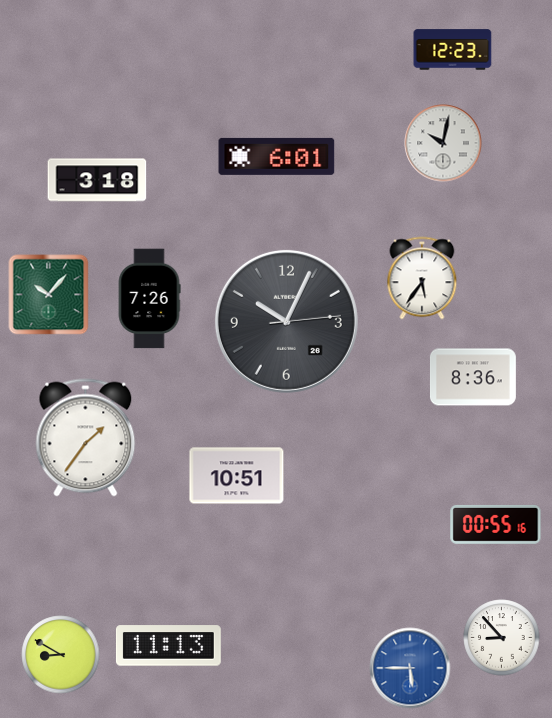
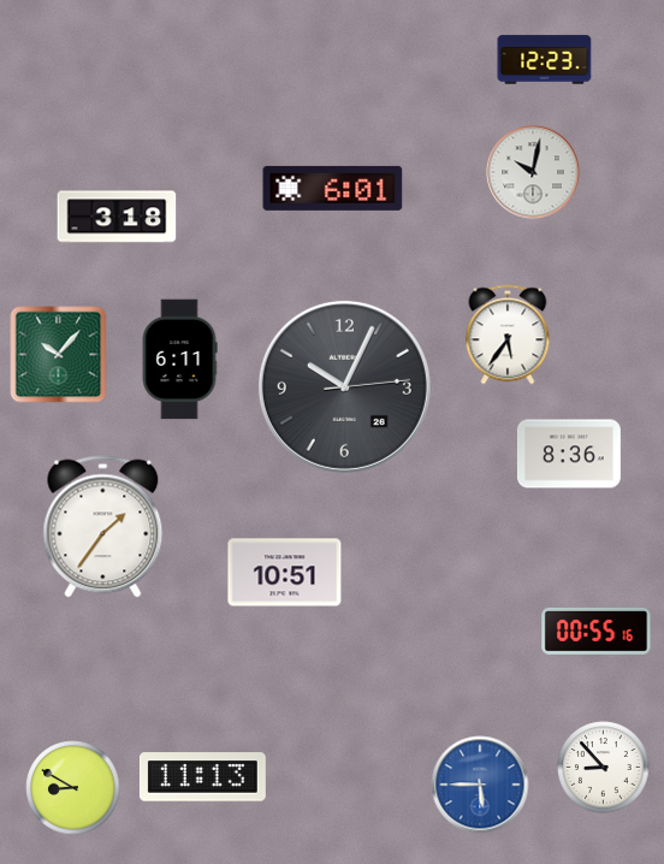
clock at (149, 299): 7:26 -> 6:11
clock at (410, 668) position: (410, 668) -> (480, 785)
